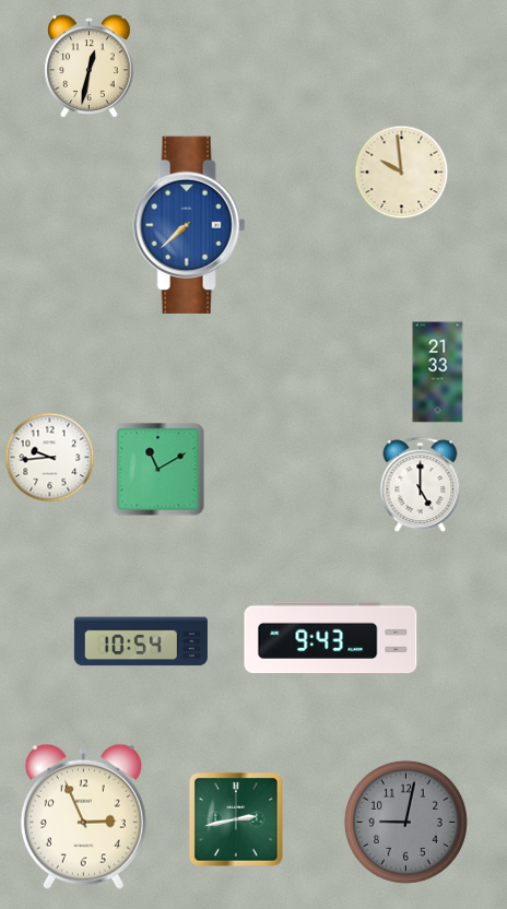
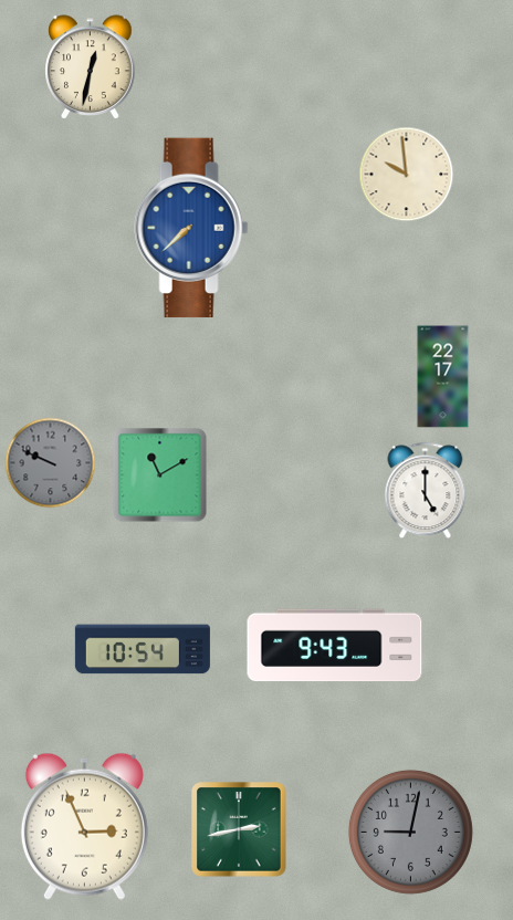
clock at (438, 373): 21:33 -> 22:17
clock at (50, 458): 9:44 -> 9:49
clock at (50, 458) dial: white -> grey
